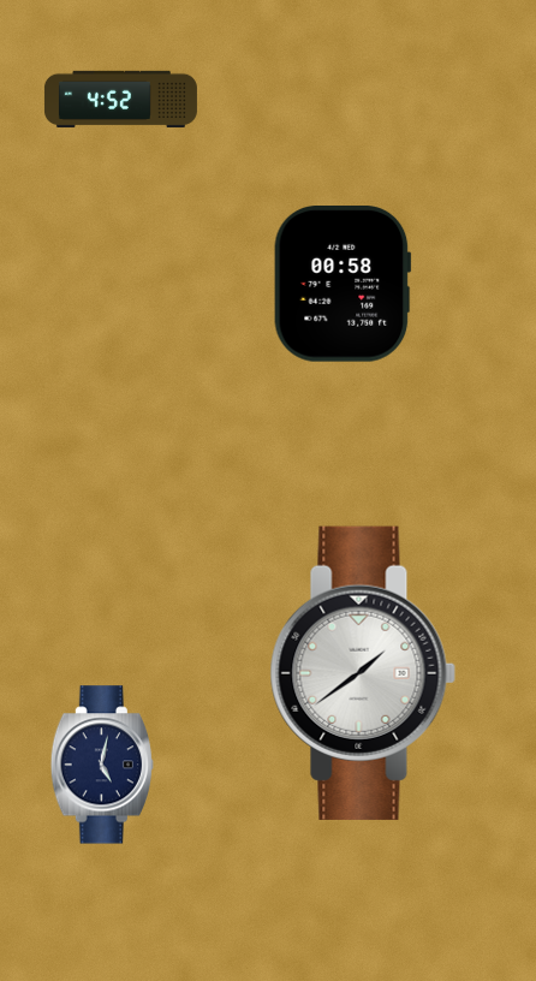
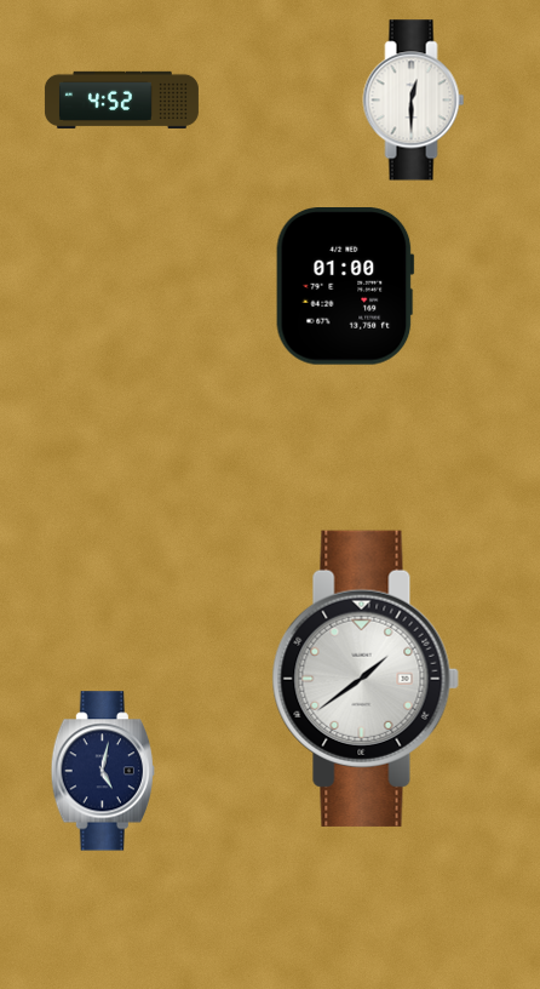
clock at (414, 101): none -> 12:30
clock at (343, 285): 00:58 -> 01:00
